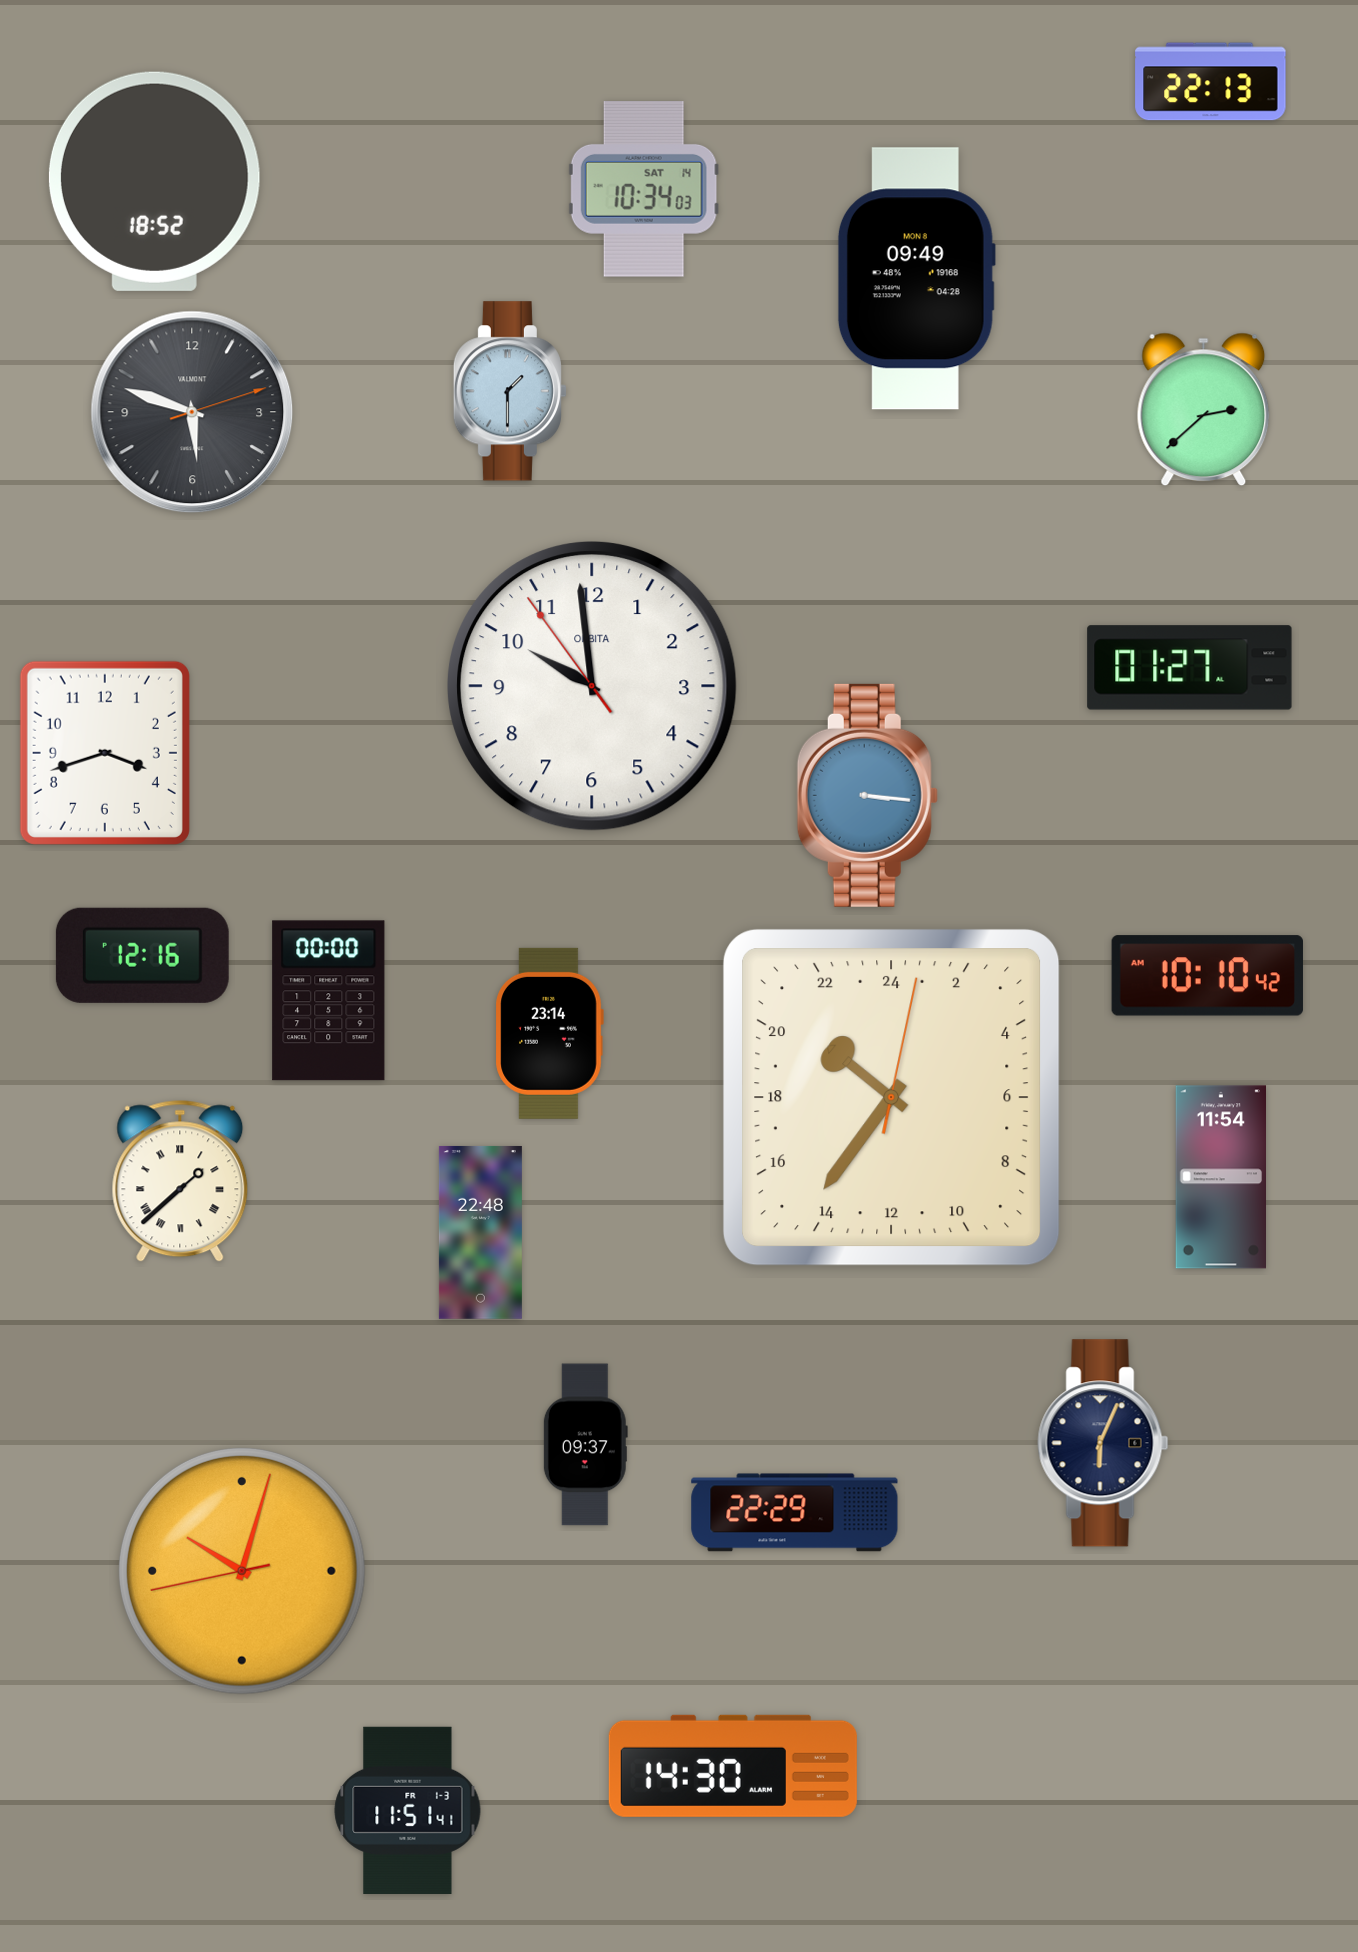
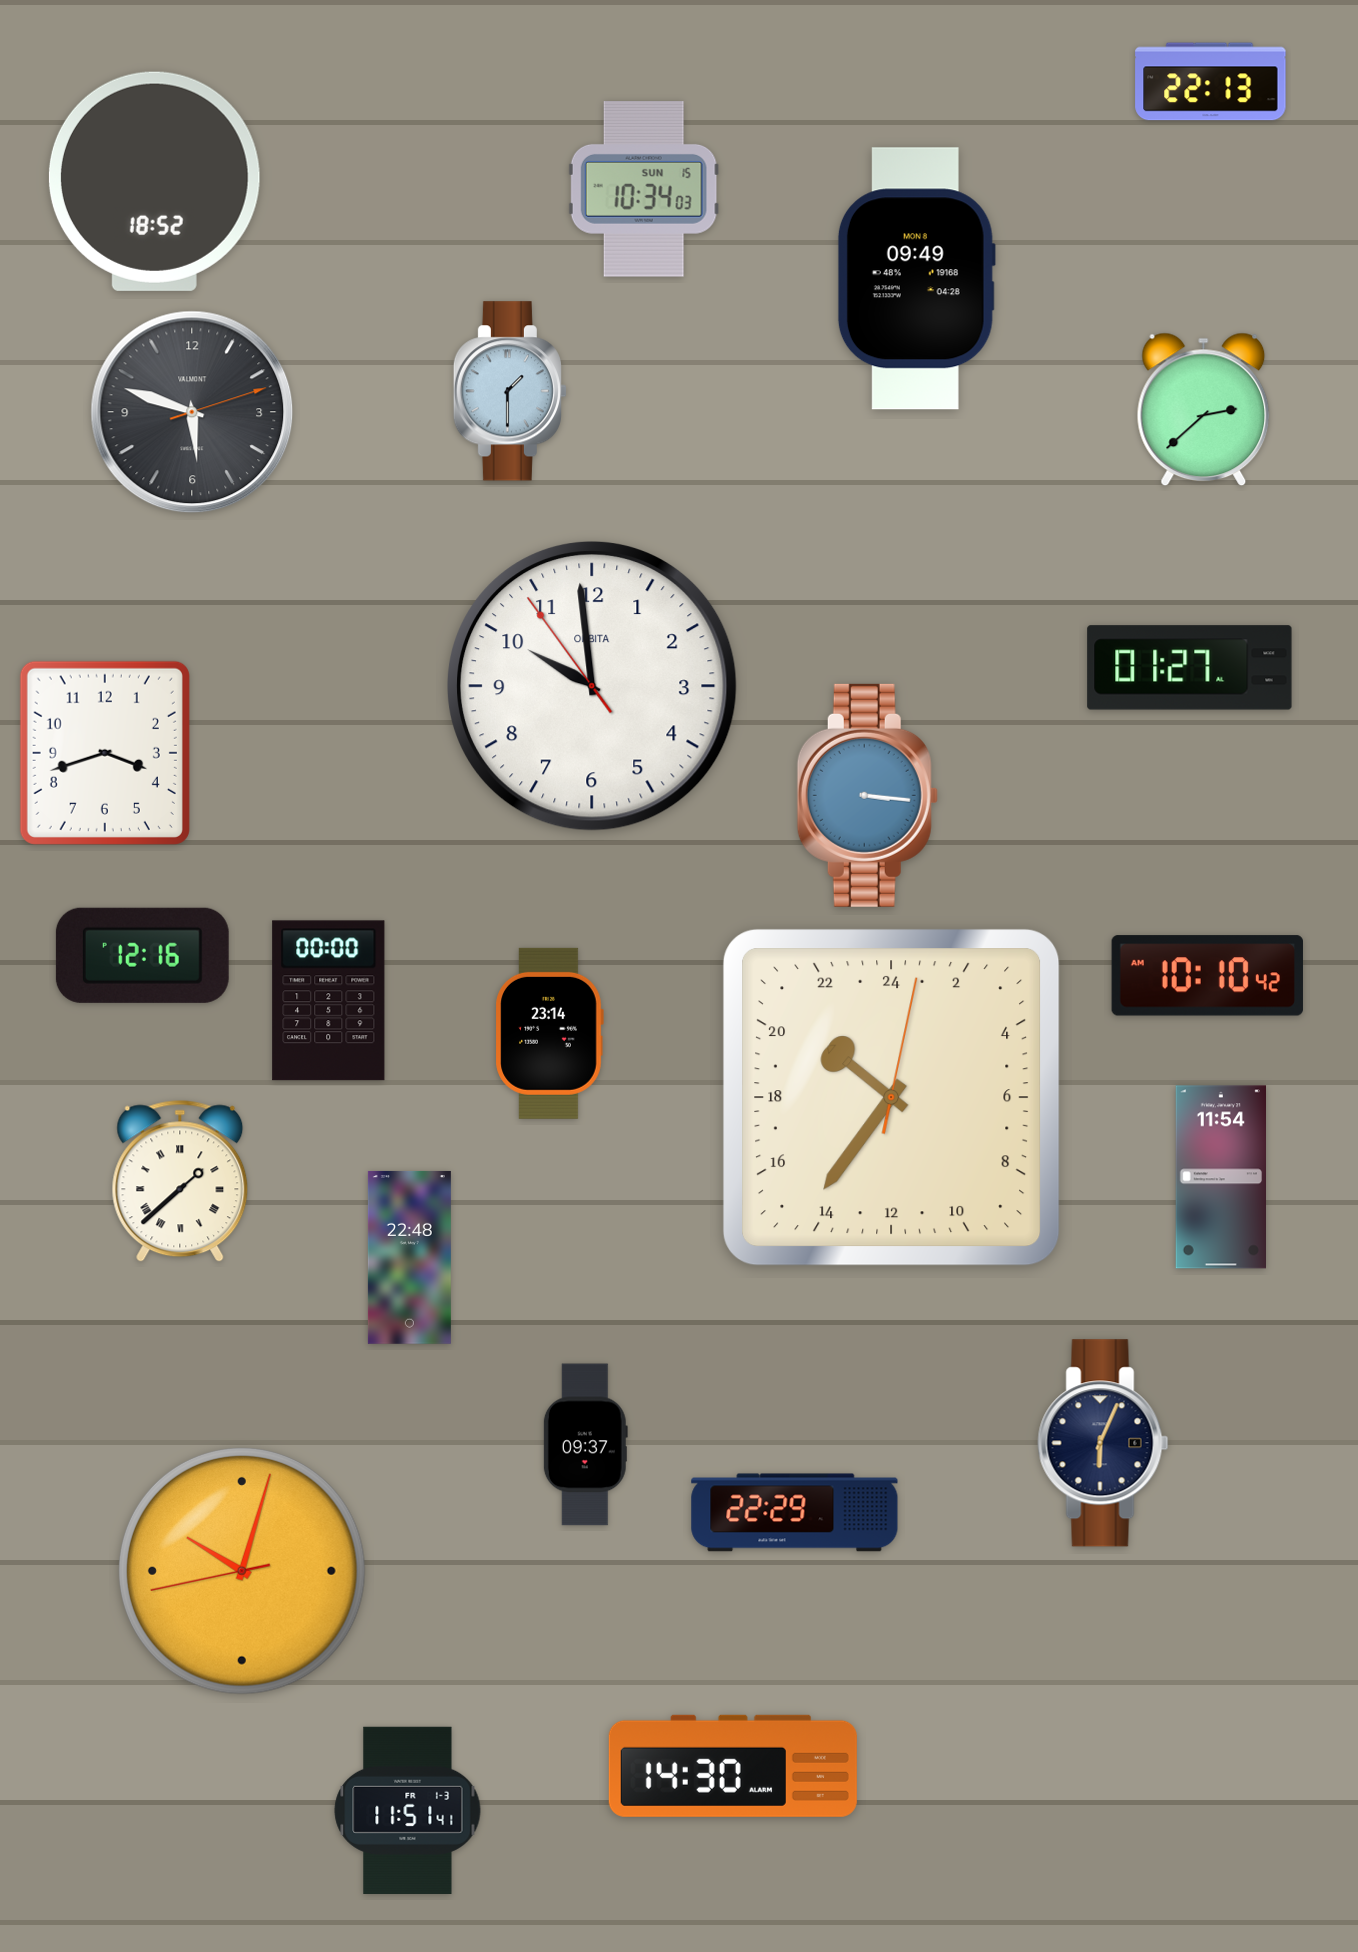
clock at (644, 190) date: SAT 14 -> SUN 15
clock at (480, 1232) position: (480, 1232) -> (409, 1257)
